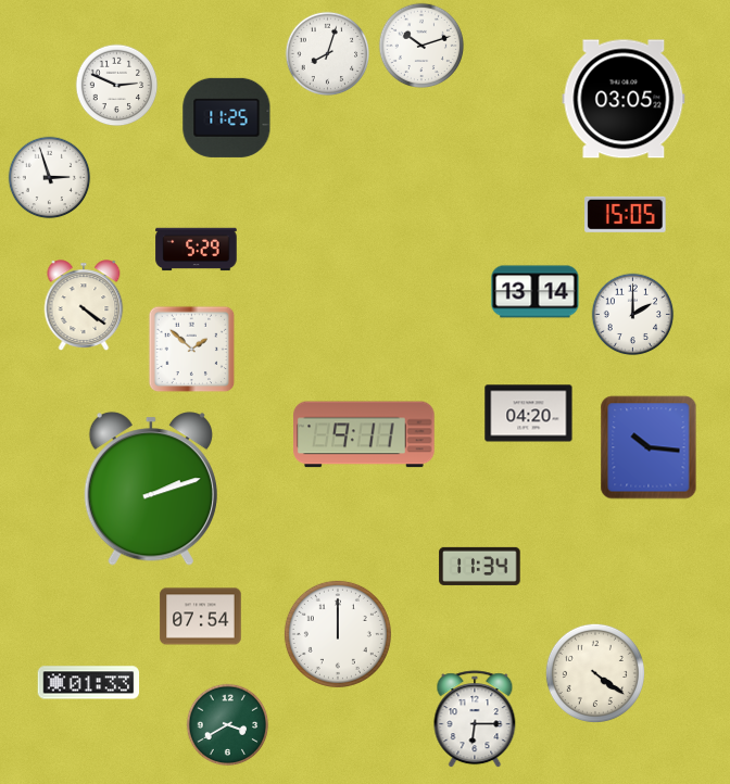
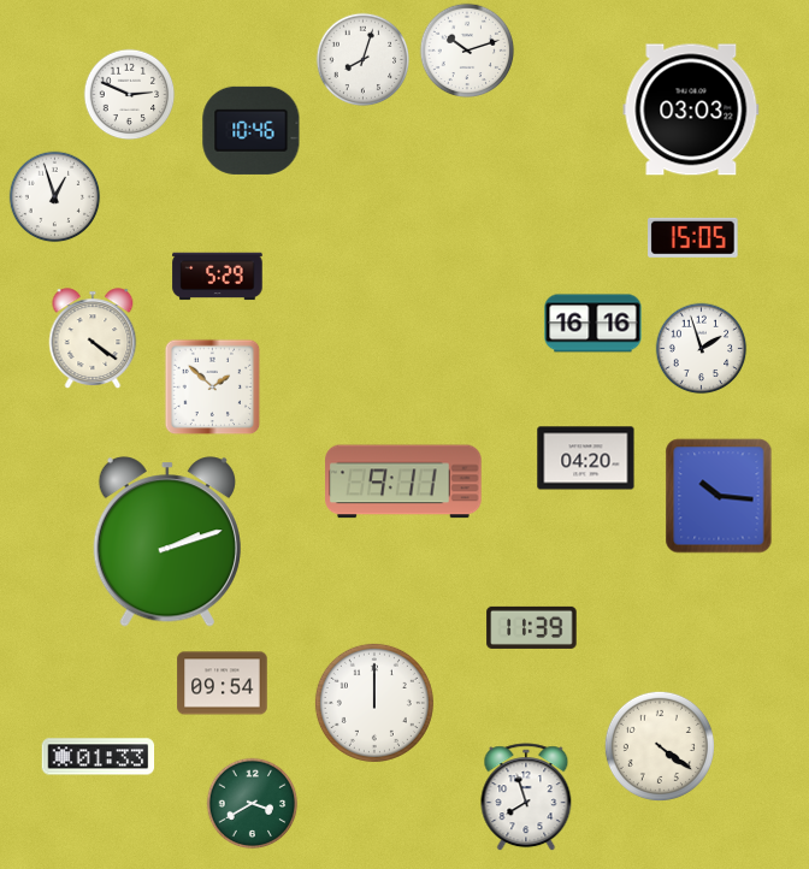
clock at (624, 99): 03:05 -> 03:03
clock at (227, 117): 11:25 -> 10:46
clock at (50, 178): 2:57 -> 12:57
clock at (536, 292): 13:14 -> 16:16
clock at (633, 315): 2:00 -> 1:57
clock at (480, 566): 11:34 -> 11:39
clock at (201, 617): 07:54 -> 09:54
clock at (475, 720): 6:15 -> 7:57
